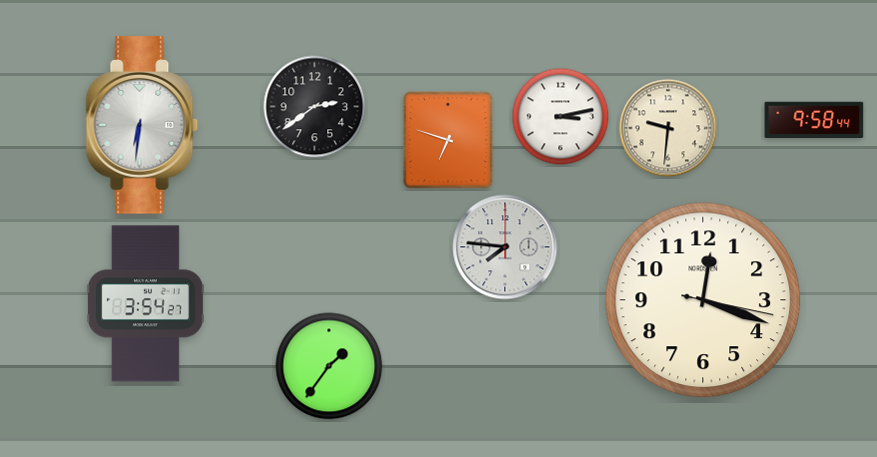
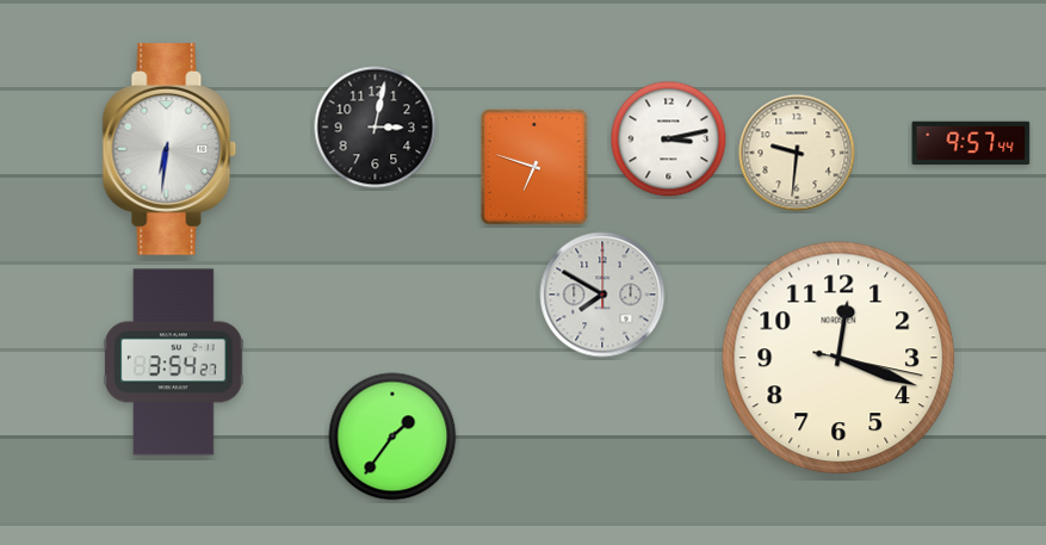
clock at (315, 107): 2:39 -> 3:02
clock at (814, 119): 9:58 -> 9:57
clock at (505, 247): 7:46 -> 7:50
